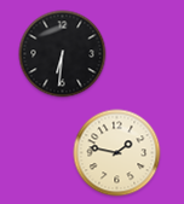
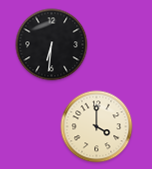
clock at (117, 153): 1:47 -> 4:00
